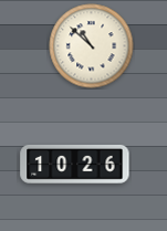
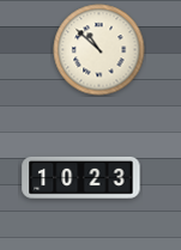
clock at (75, 164): 10:26 -> 10:23
